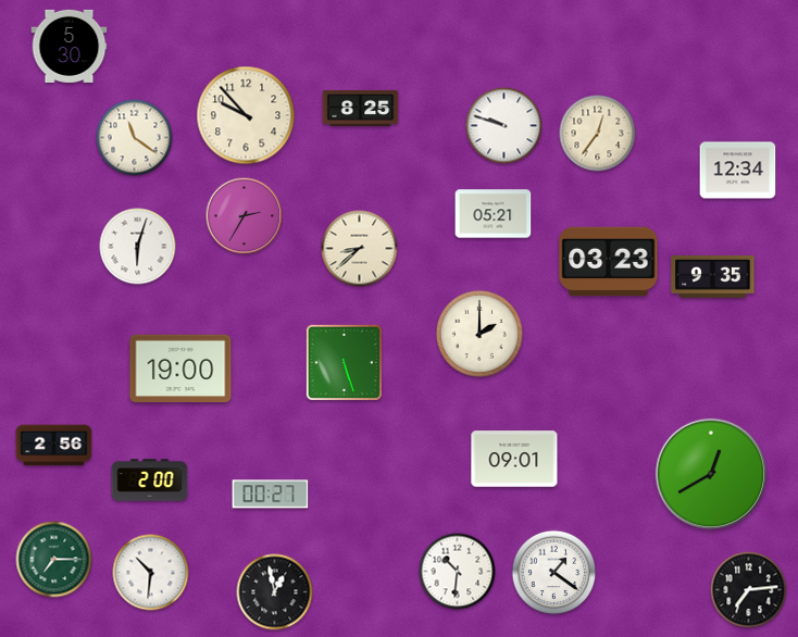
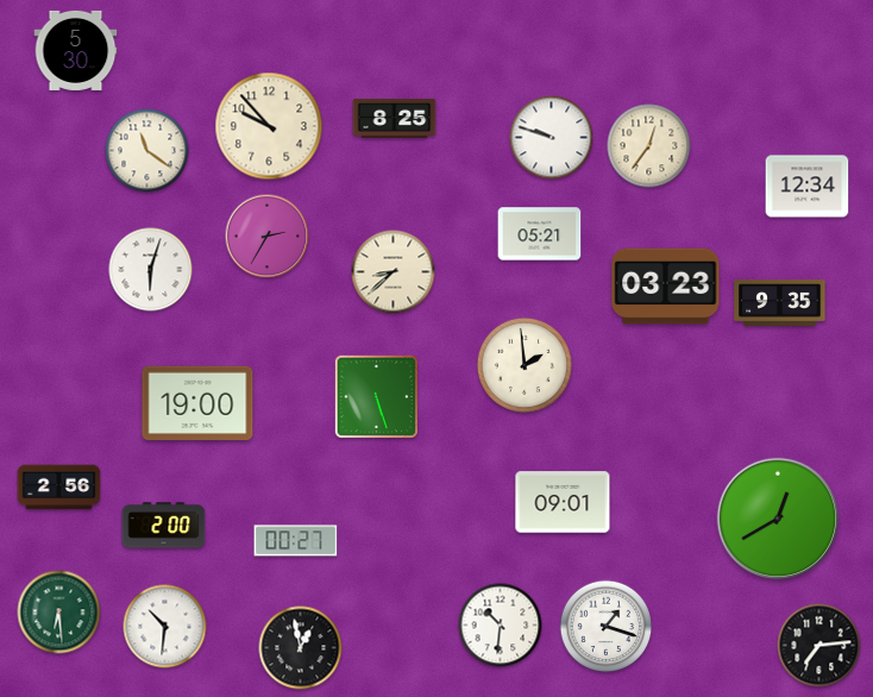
clock at (598, 134) position: (598, 134) -> (649, 146)
clock at (479, 334): 2:00 -> 1:59
clock at (54, 560): 7:15 -> 6:29
clock at (554, 573): 1:21 -> 1:18
